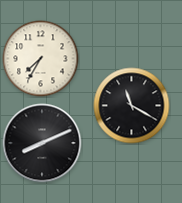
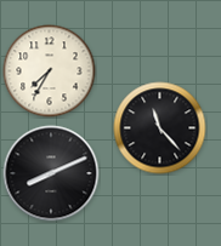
clock at (132, 106): 11:20 -> 11:23
